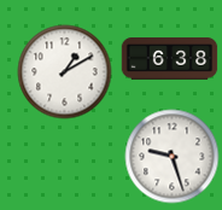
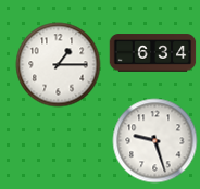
clock at (169, 59): 6:38 -> 6:34
clock at (64, 71): 1:10 -> 1:15
